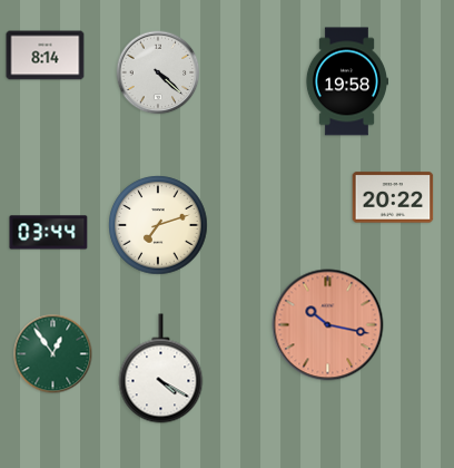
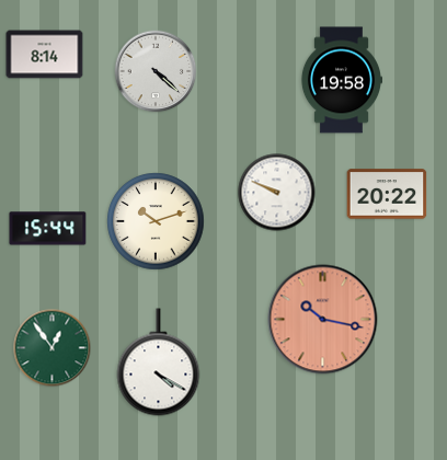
clock at (277, 193): none -> 9:49
clock at (158, 225): 7:12 -> 10:12
clock at (49, 233): 03:44 -> 15:44
